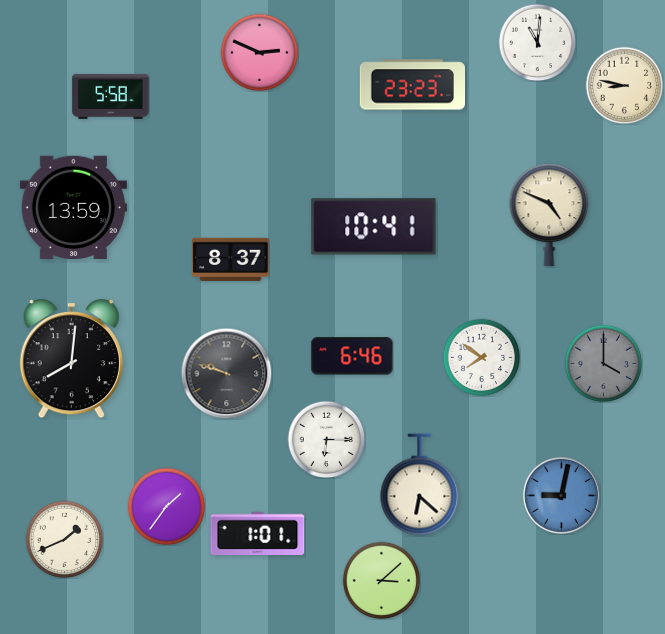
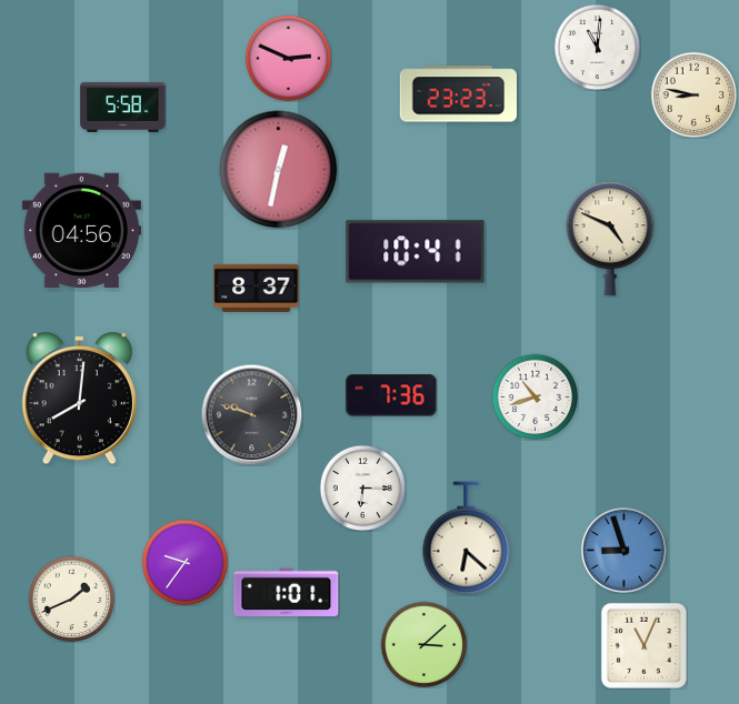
clock at (279, 170): none -> 12:32
clock at (73, 207): 13:59 -> 04:56
clock at (352, 356): 6:46 -> 7:36
clock at (481, 357): 7:51 -> 10:42
clock at (603, 363): 4:00 -> none
clock at (561, 495): 9:02 -> 8:57
clock at (166, 506): 1:36 -> 9:36
clock at (643, 645): none -> 11:04
